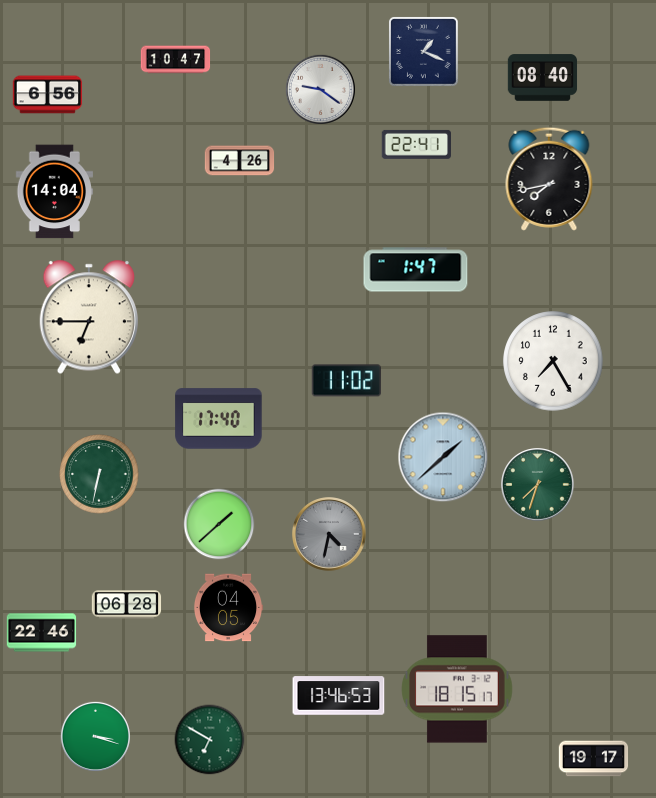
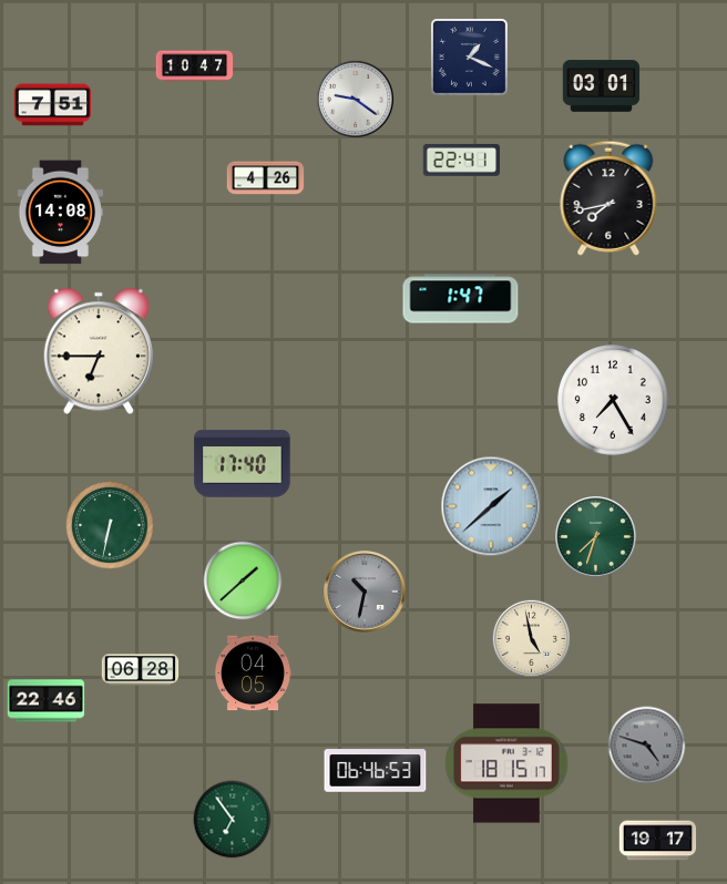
clock at (543, 78): 08:40 -> 03:01
clock at (48, 95): 6:56 -> 7:51
clock at (54, 192): 14:04 -> 14:08
clock at (346, 381): 11:02 -> none
clock at (329, 534): 4:32 -> 10:32
clock at (531, 638): none -> 4:58
clock at (647, 746): none -> 4:48
clock at (339, 696): 13:46 -> 06:46
clock at (95, 736): 3:18 -> none
clock at (210, 740): 6:50 -> 6:54
